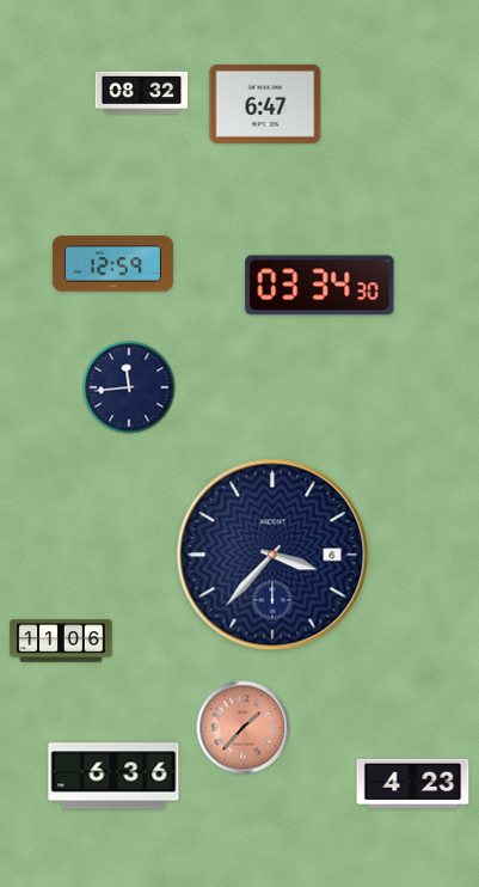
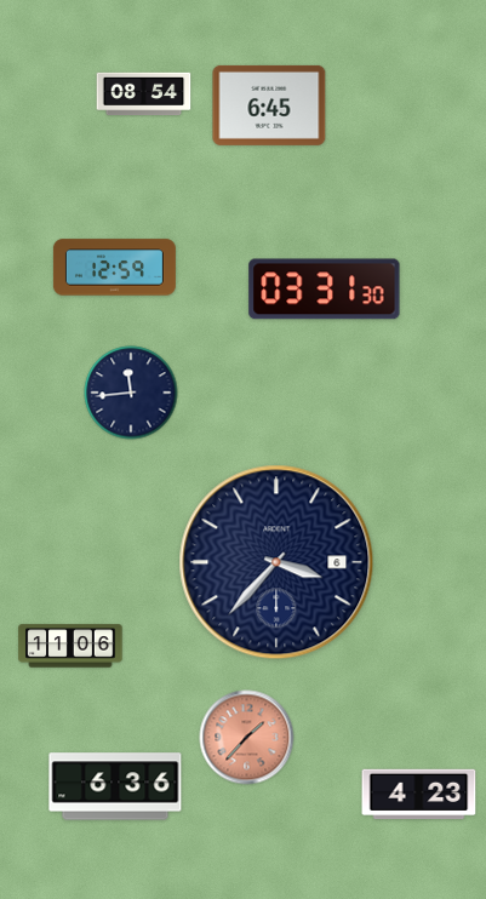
clock at (142, 93): 08:32 -> 08:54
clock at (265, 104): 6:47 -> 6:45
clock at (320, 286): 03:34 -> 03:31
clock at (61, 641) position: (61, 641) -> (70, 646)
